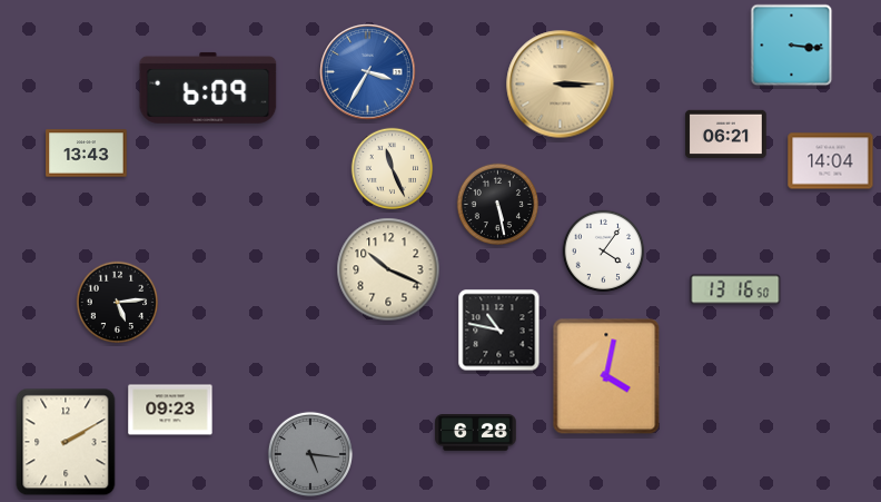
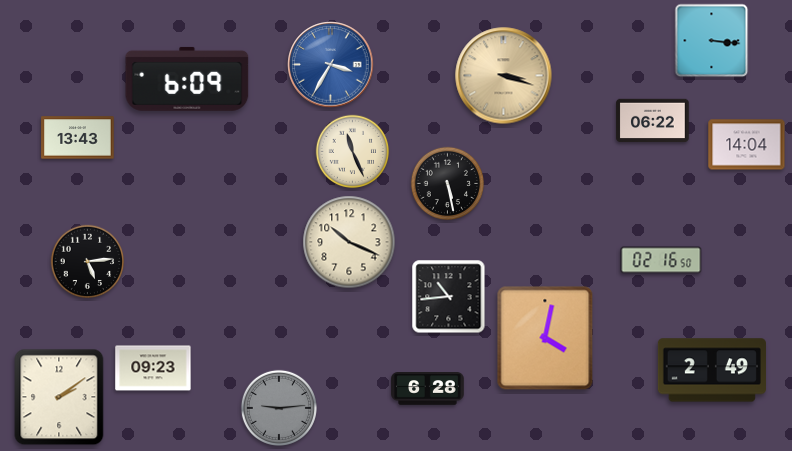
clock at (561, 85): 3:15 -> 3:18
clock at (726, 135): 06:21 -> 06:22
clock at (604, 252): 4:06 -> none
clock at (735, 289): 13:16 -> 02:16
clock at (118, 303) position: (118, 303) -> (88, 262)
clock at (499, 331): 10:47 -> 10:44
clock at (712, 370): none -> 2:49
clock at (66, 442): 2:10 -> 2:09
clock at (310, 454): 5:16 -> 9:14
